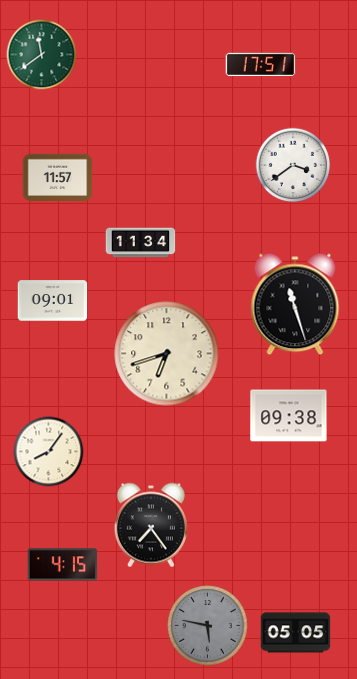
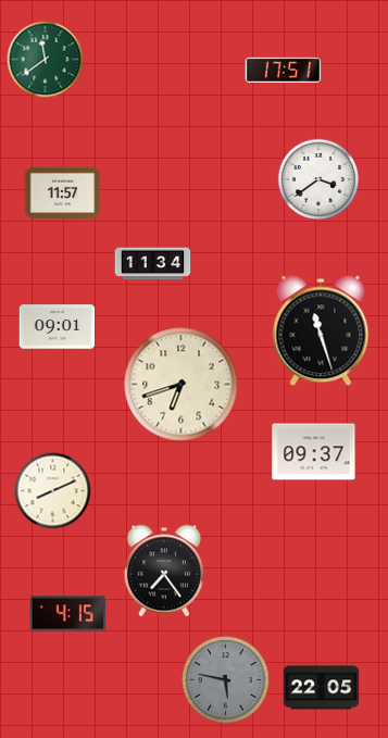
clock at (289, 416): 09:38 -> 09:37
clock at (49, 452): 8:06 -> 8:11
clock at (296, 633): 05:05 -> 22:05
